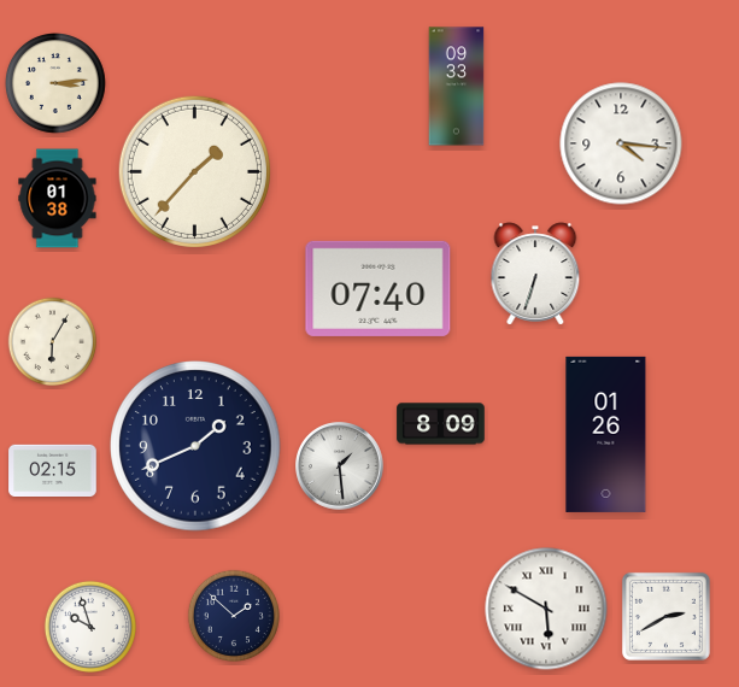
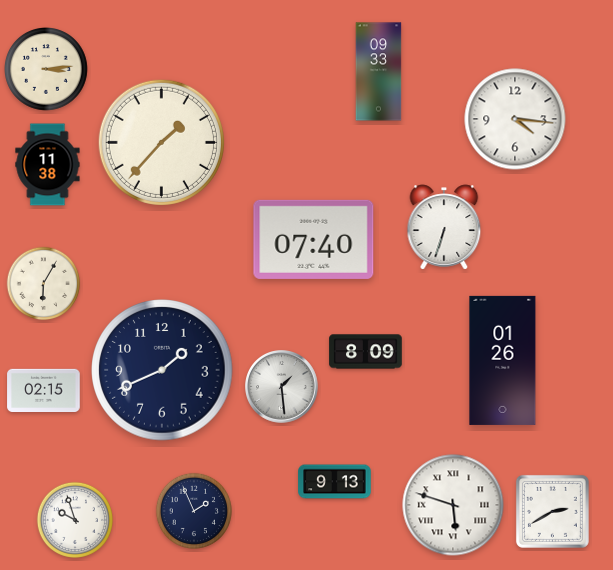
clock at (58, 199): 01:38 -> 11:38
clock at (335, 482): none -> 9:13
clock at (546, 609): 5:50 -> 5:48
clock at (234, 616): 1:52 -> 1:56
